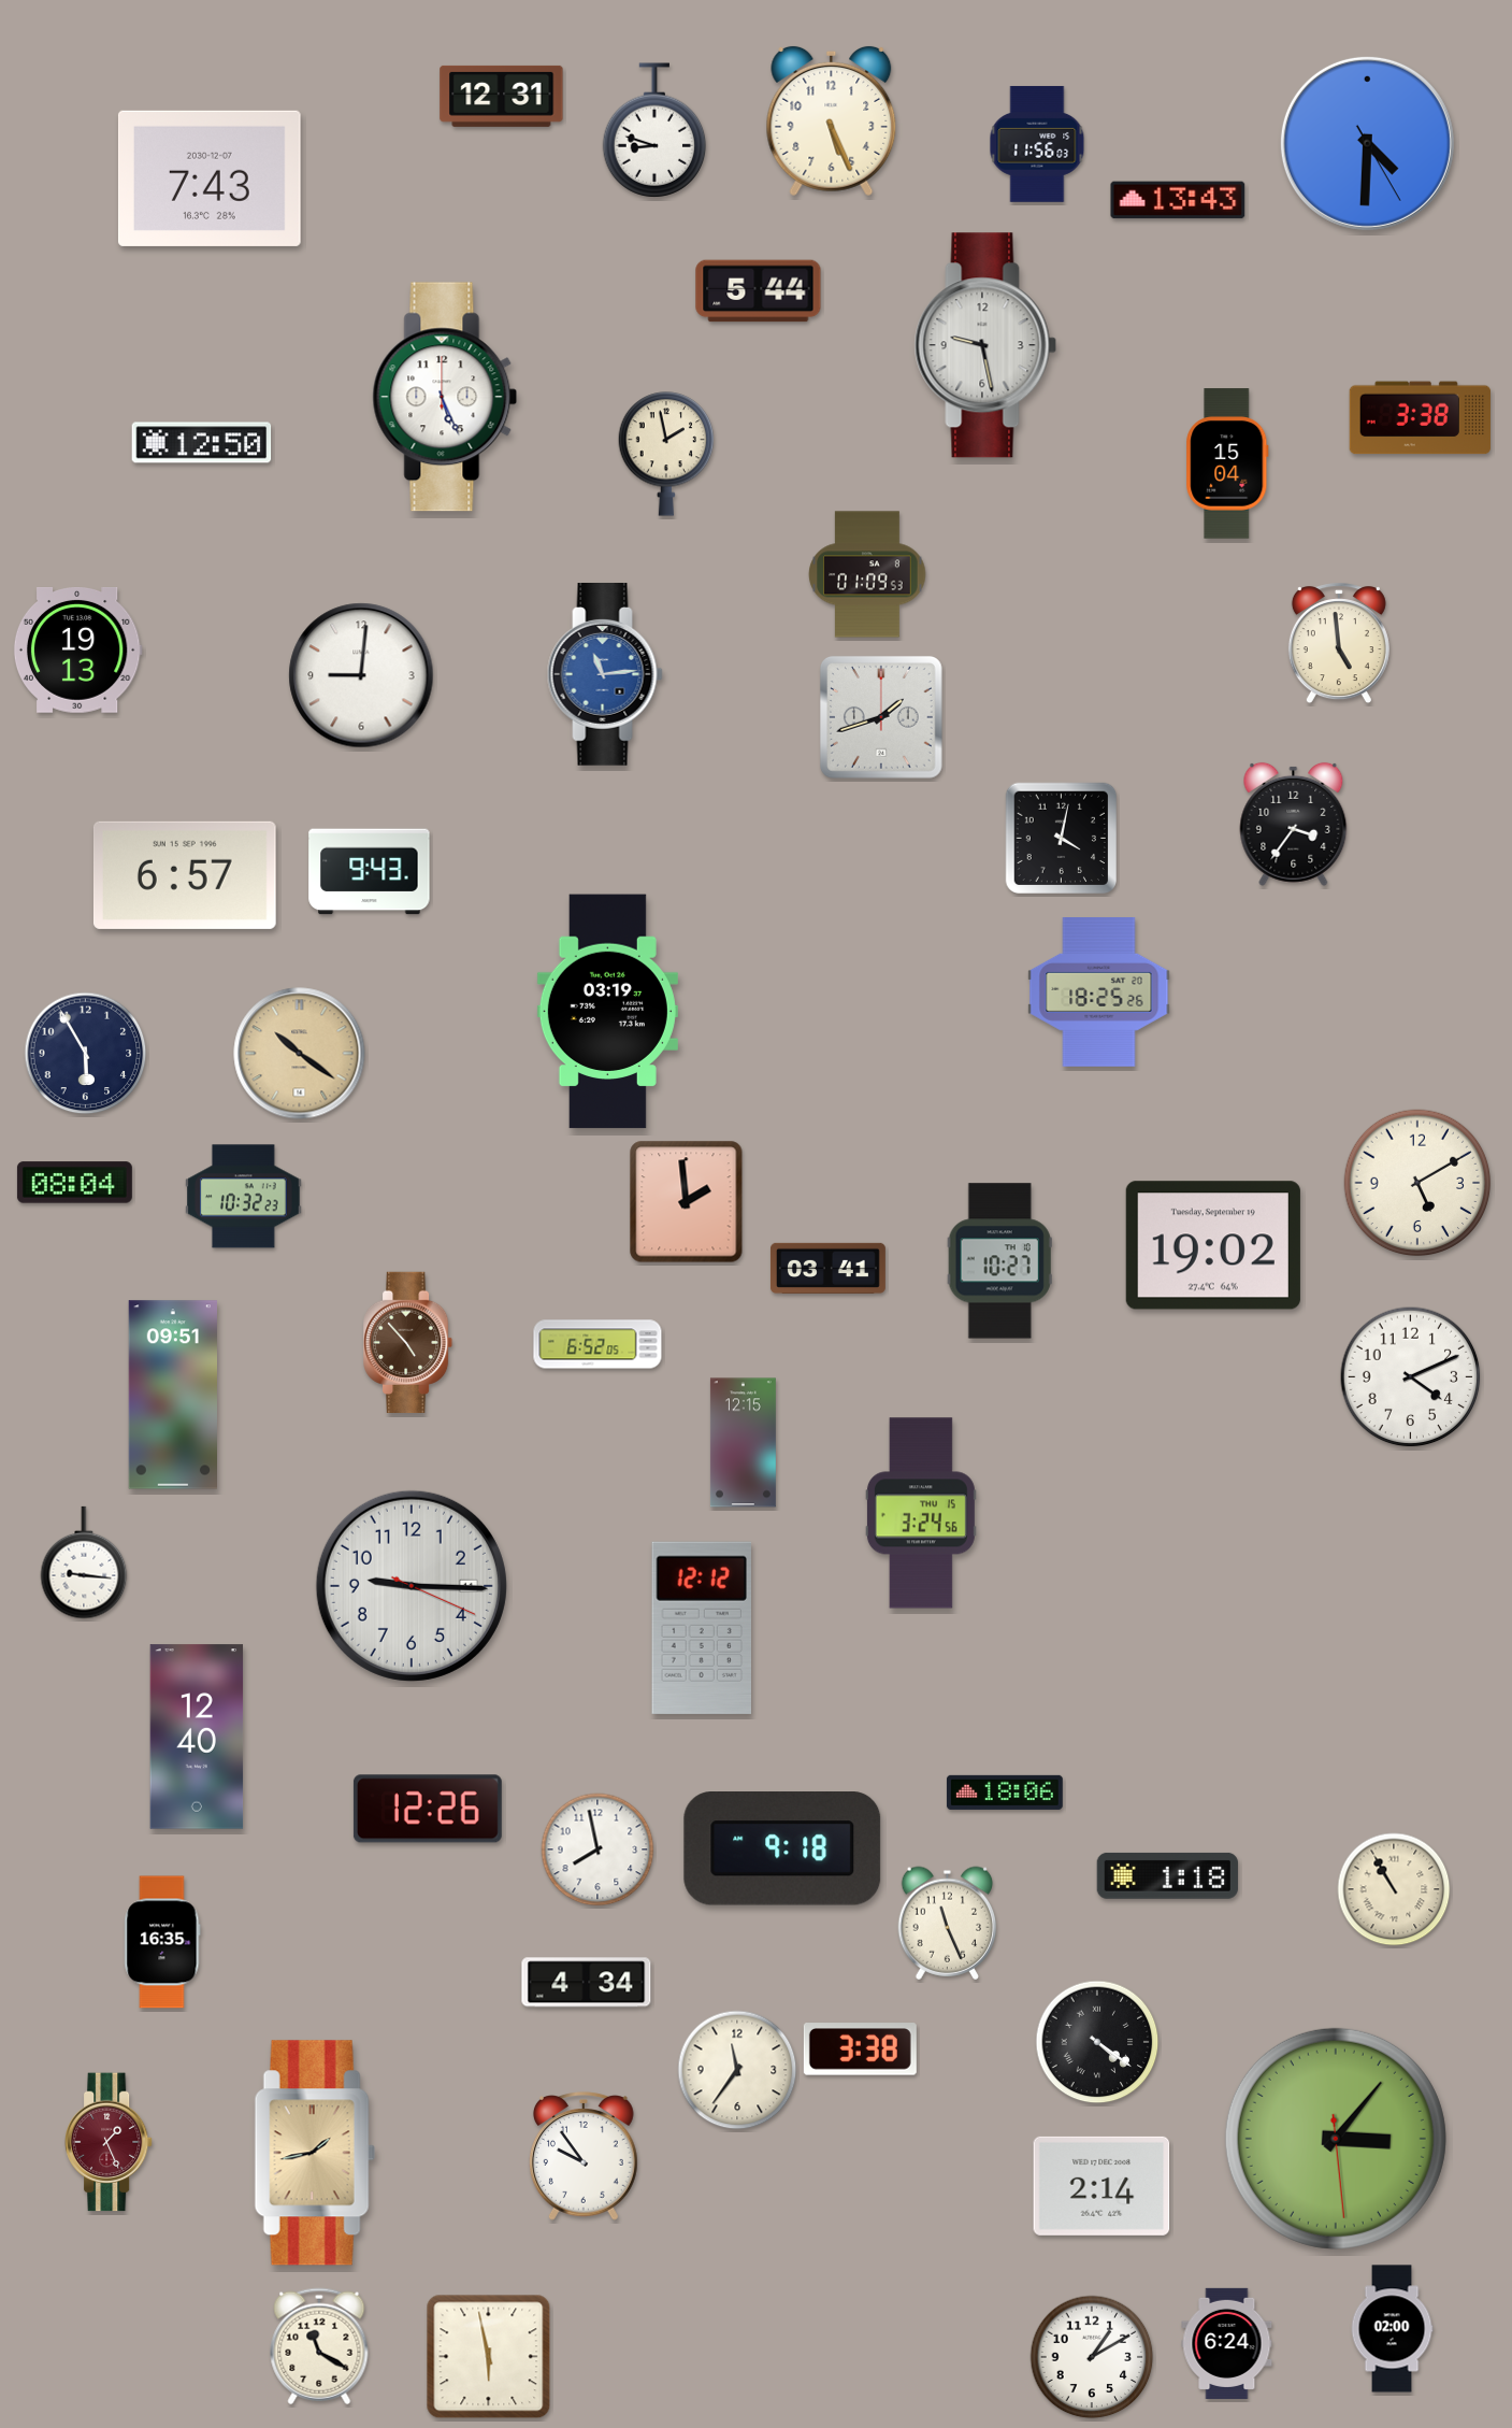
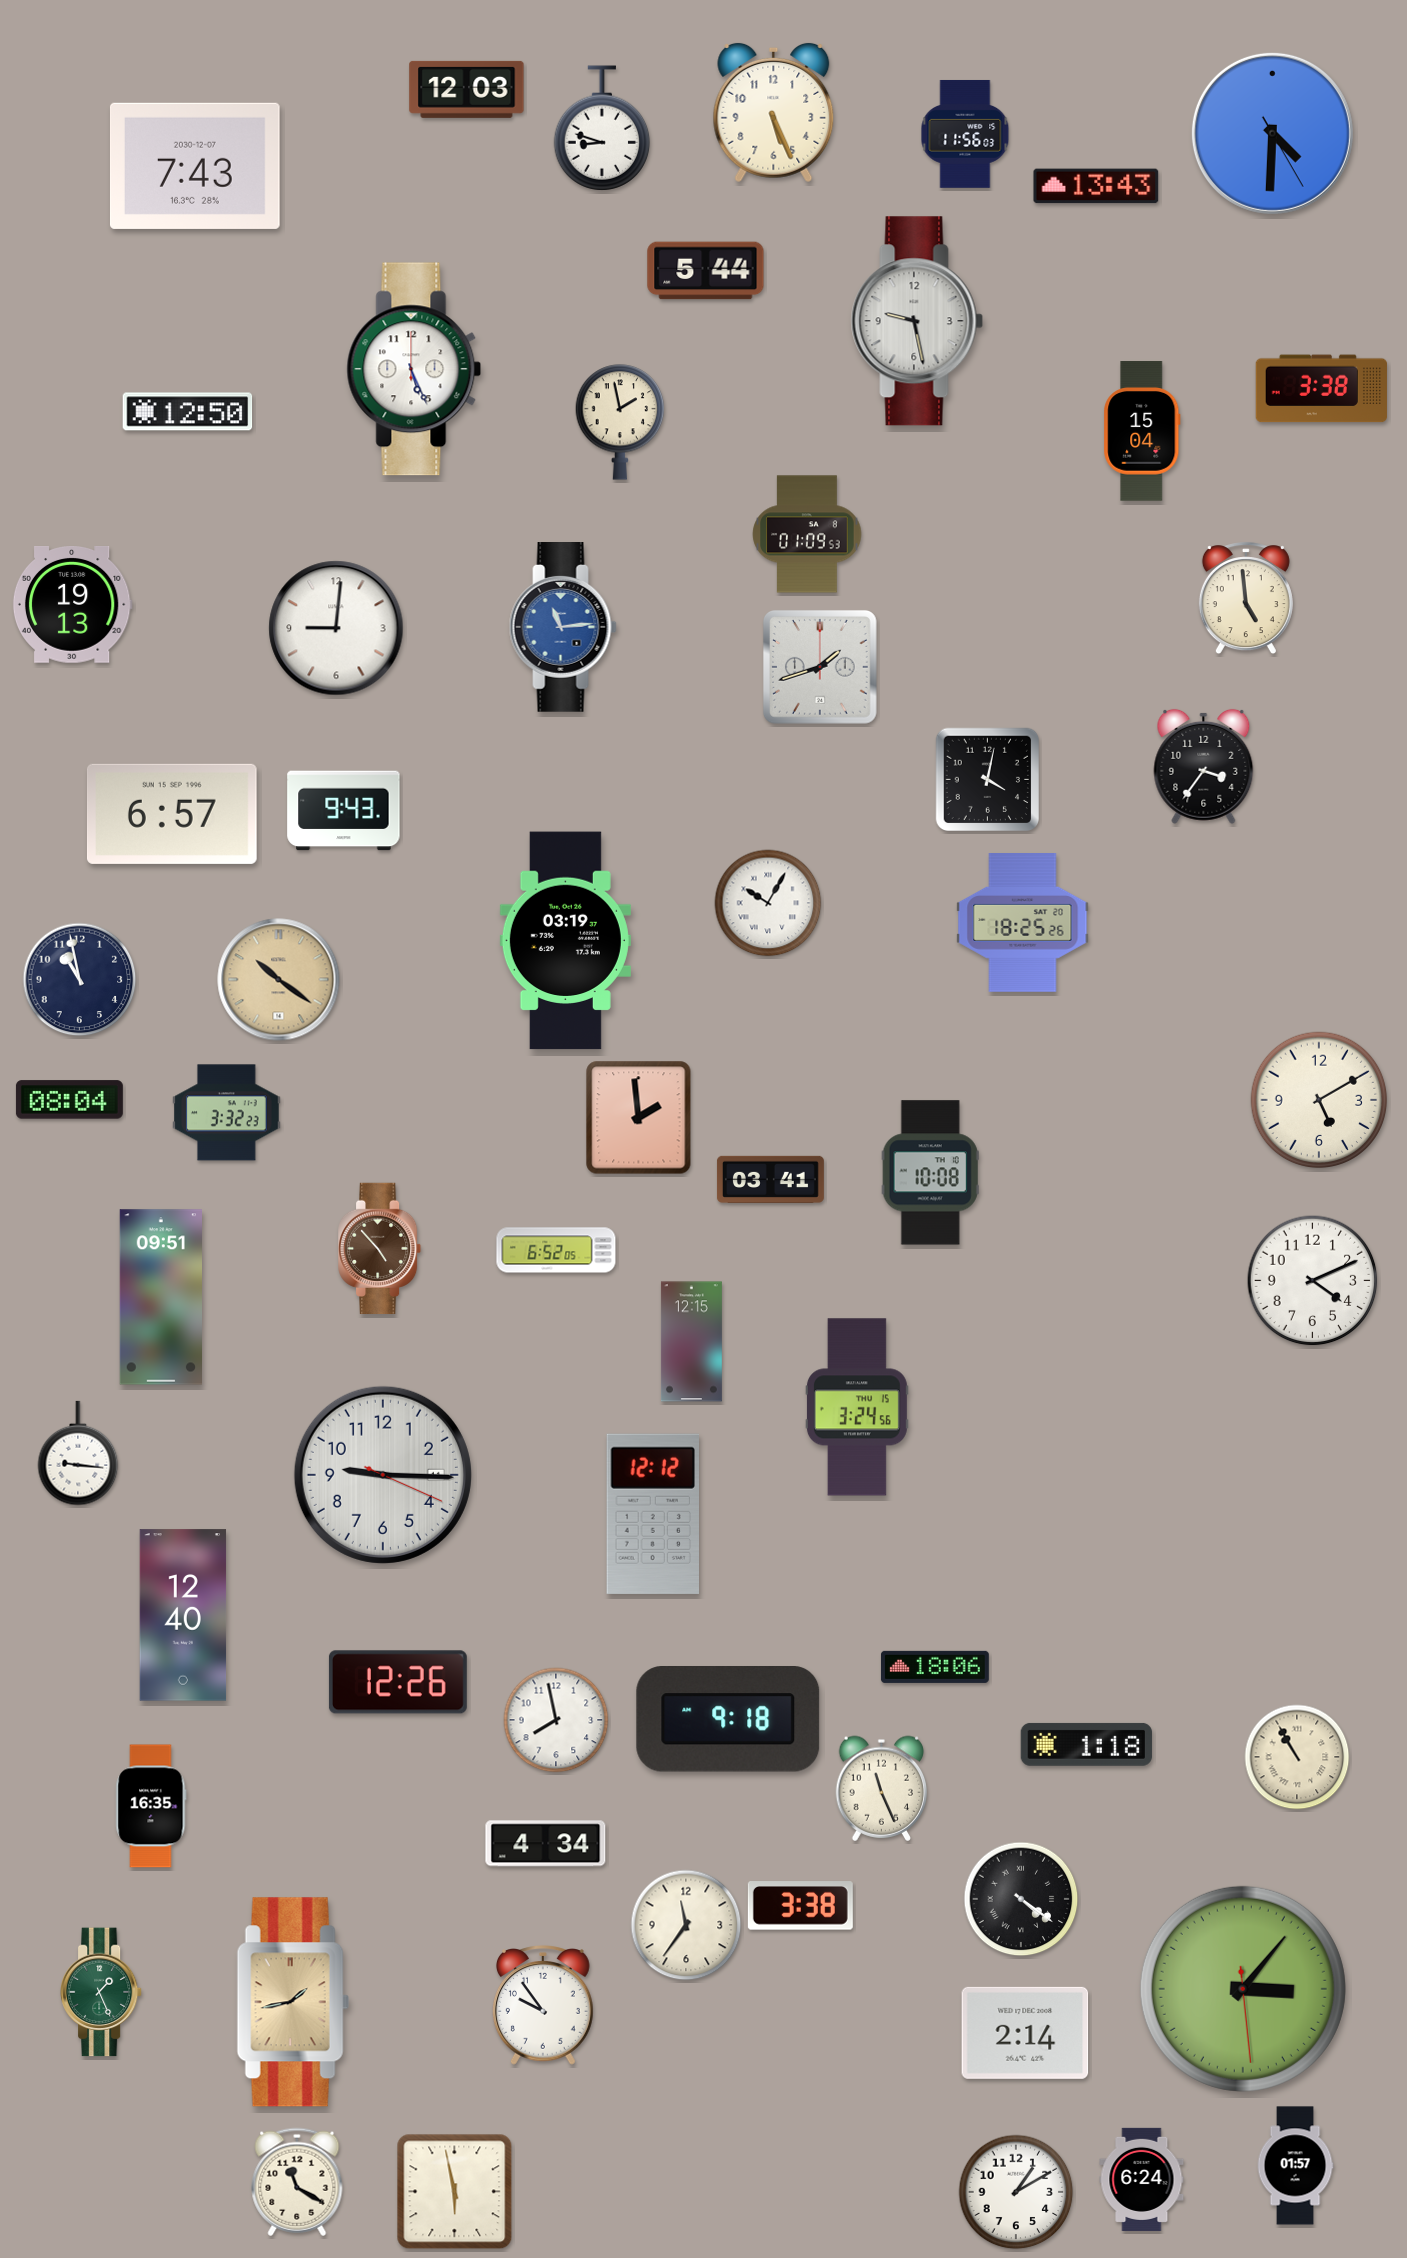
clock at (502, 96): 12:31 -> 12:03
clock at (654, 130) position: (654, 130) -> (602, 128)
clock at (768, 903): none -> 10:05
clock at (86, 1054): 5:55 -> 10:58
clock at (244, 1197): 10:32 -> 3:32
clock at (1213, 1245): 19:02 -> none
clock at (999, 1261): 10:27 -> 10:08
clock at (109, 2142) dial: burgundy -> green
clock at (1392, 2329): 02:00 -> 01:57
